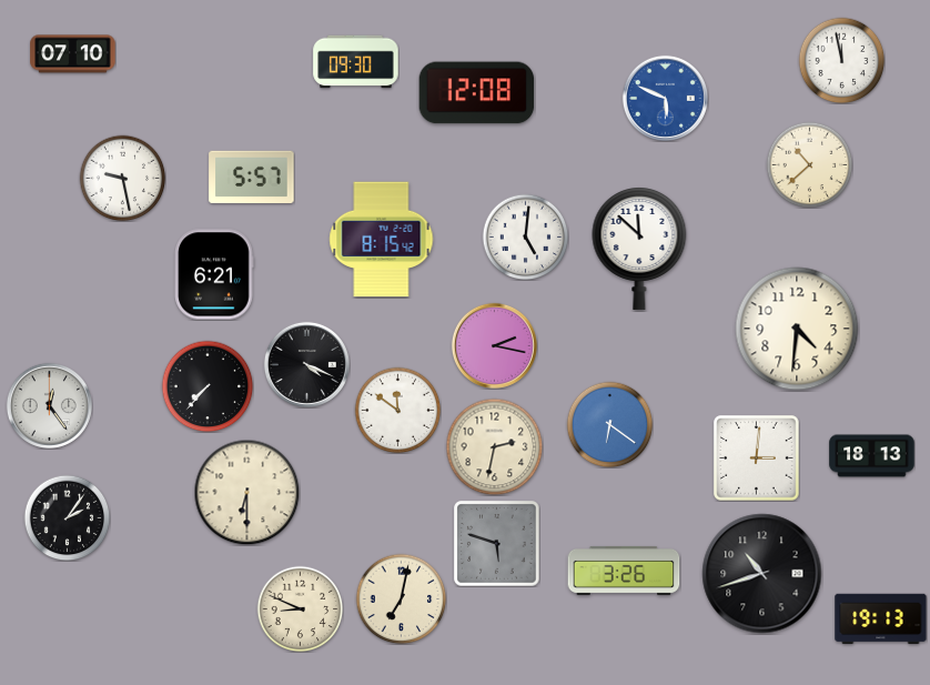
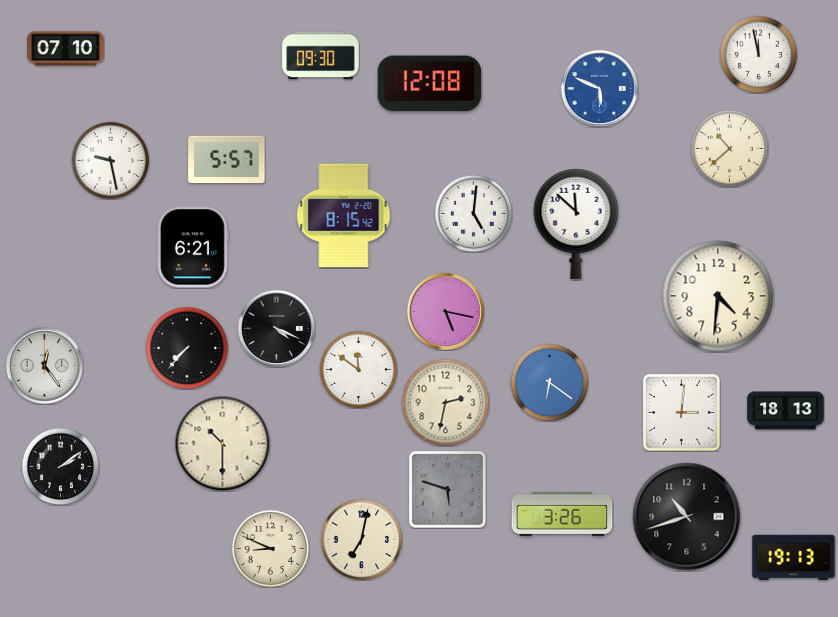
clock at (494, 345): 2:17 -> 5:17
clock at (246, 492): 6:30 -> 10:30
clock at (67, 517): 2:06 -> 2:09
